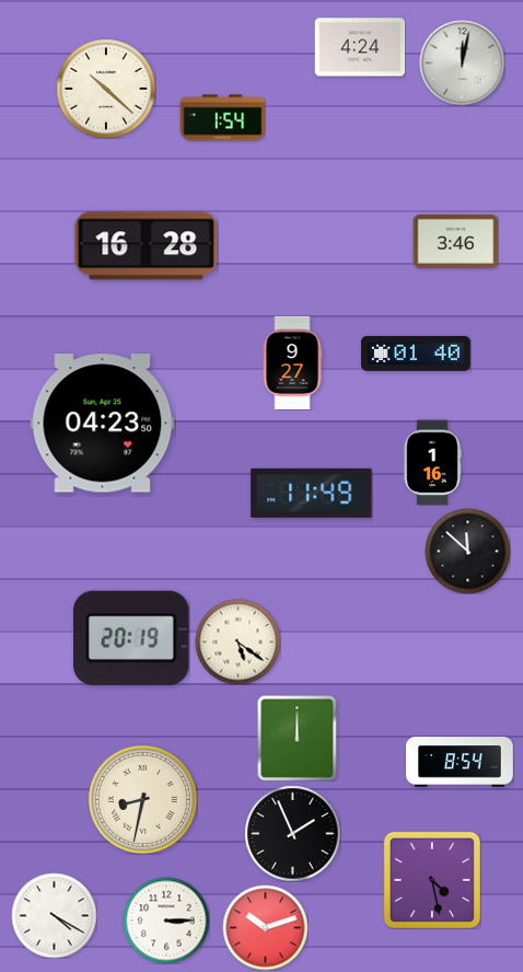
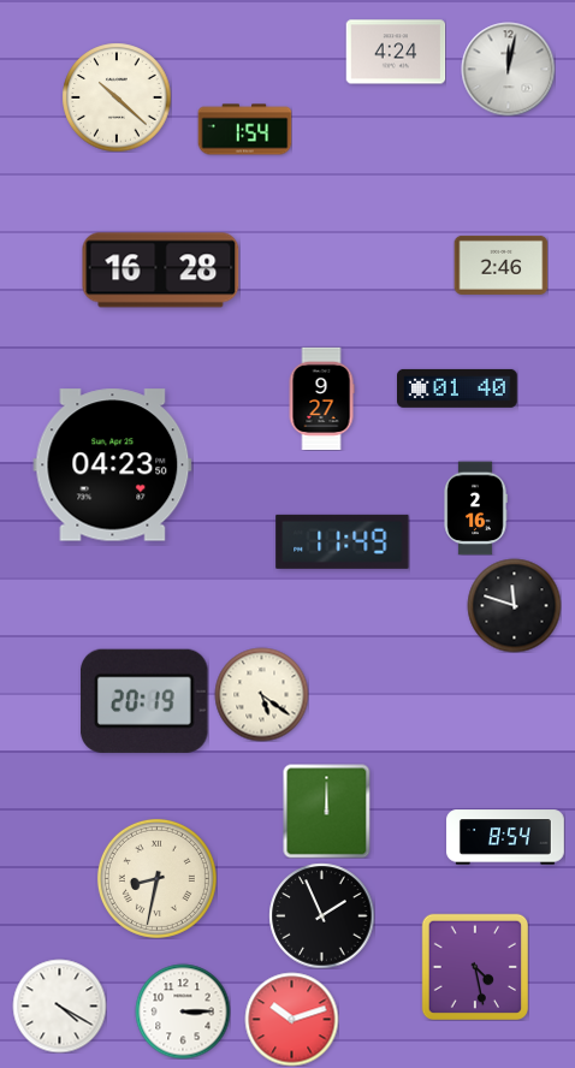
clock at (455, 241): 3:46 -> 2:46
clock at (432, 462): 1:16 -> 2:16
clock at (467, 551): 11:52 -> 11:48
clock at (237, 641) position: (237, 641) -> (261, 694)
